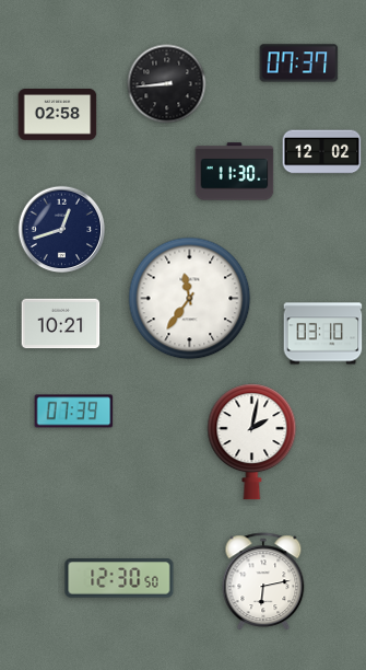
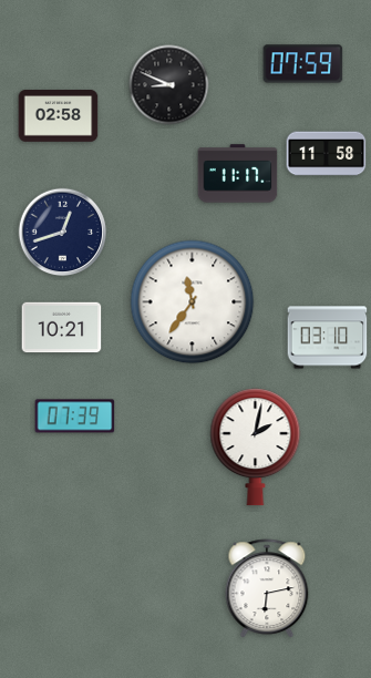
clock at (299, 63): 07:37 -> 07:59
clock at (167, 84): 8:44 -> 8:49
clock at (322, 152): 12:02 -> 11:58
clock at (235, 172): 11:30 -> 11:17
clock at (119, 578): 12:30 -> none
